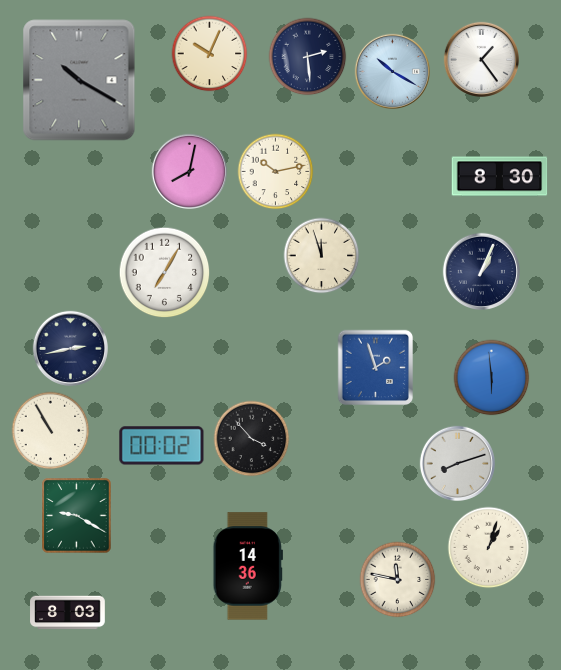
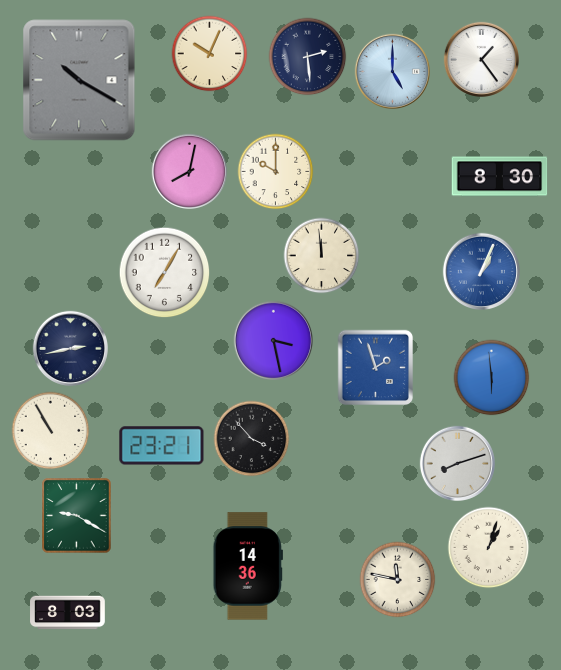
clock at (392, 71): 10:20 -> 5:00
clock at (276, 172): 10:13 -> 10:00
clock at (322, 256): 11:57 -> 11:59
clock at (481, 271) dial: navy -> blue
clock at (273, 340): none -> 3:28
clock at (162, 446): 00:02 -> 23:21
